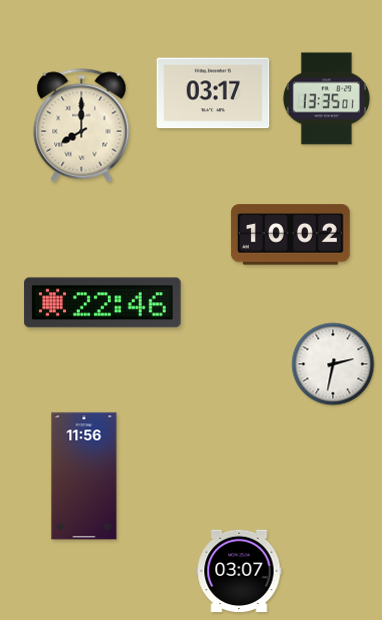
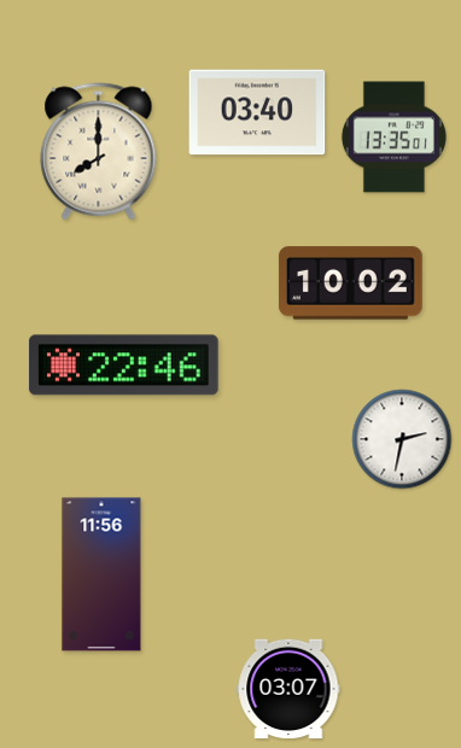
clock at (213, 93): 03:17 -> 03:40
clock at (326, 99) position: (326, 99) -> (393, 138)
